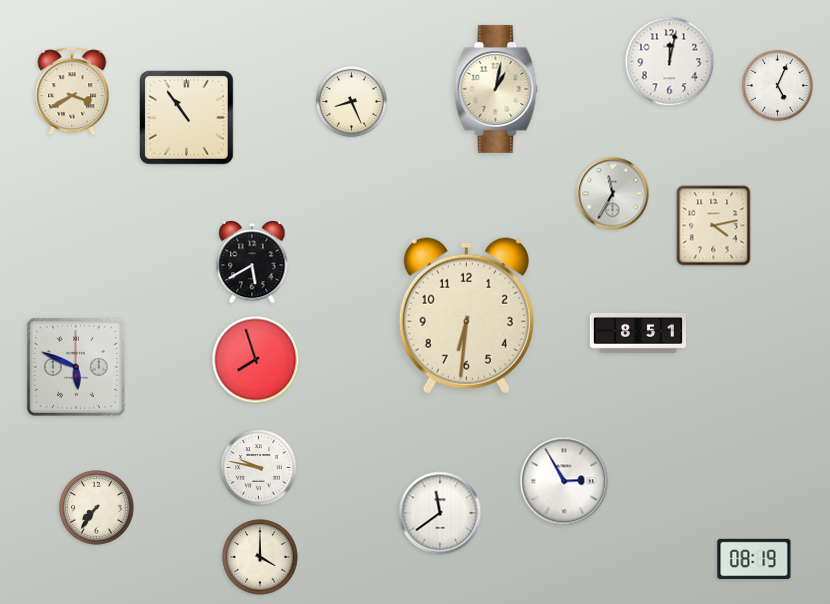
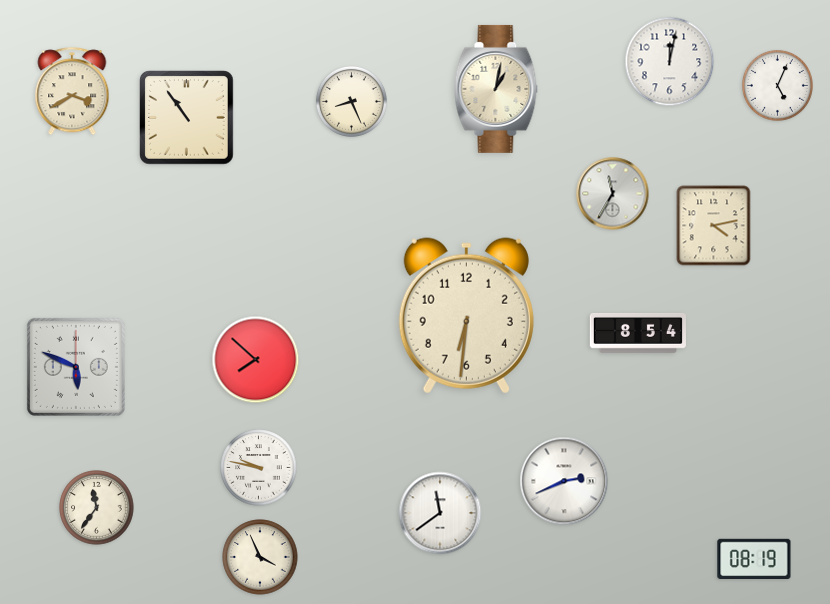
clock at (252, 263): 5:40 -> none
clock at (638, 333): 8:51 -> 8:54
clock at (256, 360): 7:57 -> 7:52
clock at (564, 481): 2:55 -> 2:41
clock at (97, 508): 7:36 -> 11:36
clock at (260, 557): 4:00 -> 3:56
